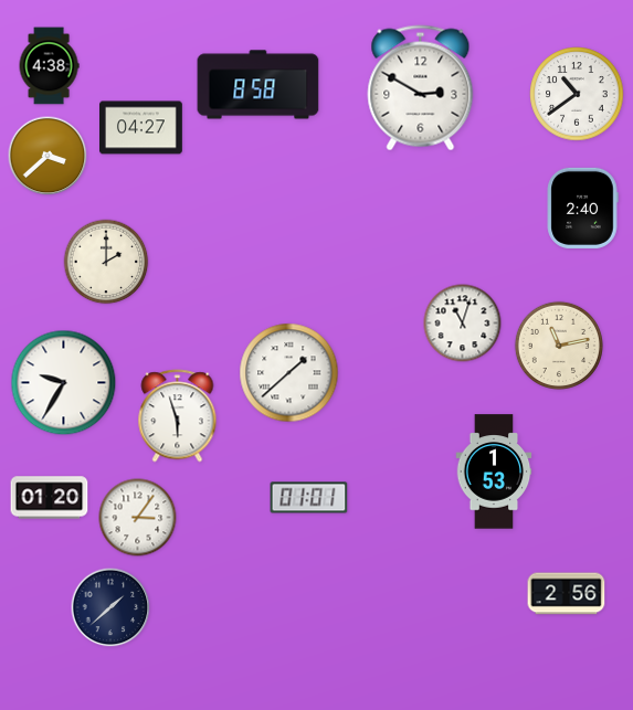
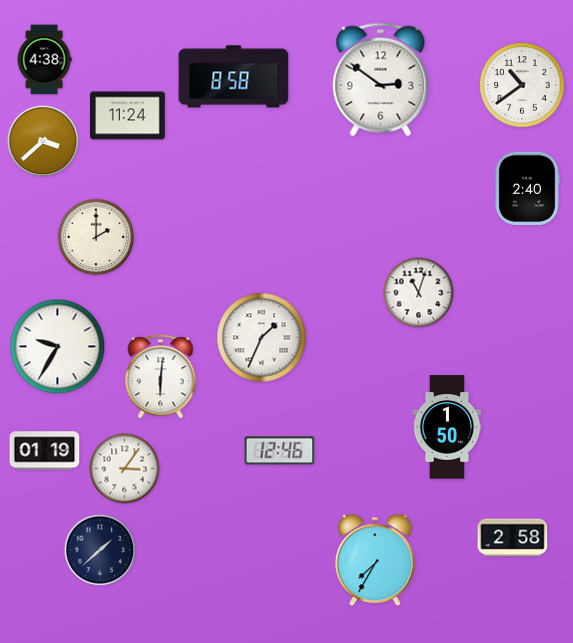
clock at (421, 88): 2:50 -> 2:51
clock at (141, 128): 04:27 -> 11:24
clock at (559, 346): 11:13 -> none
clock at (289, 373): 1:38 -> 1:34
clock at (178, 416): 5:57 -> 6:01
clock at (494, 471): 1:53 -> 1:50
clock at (50, 498): 01:20 -> 01:19
clock at (309, 498): 01:01 -> 12:46
clock at (567, 594): 2:56 -> 2:58
clock at (376, 560): none -> 7:35
